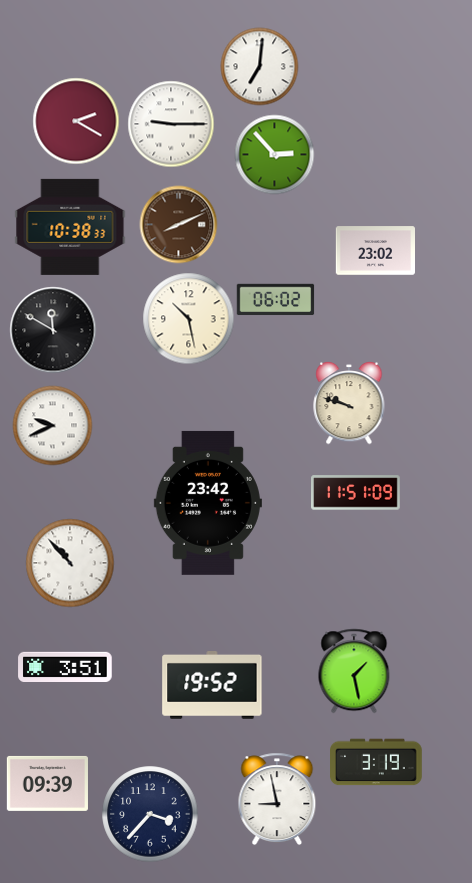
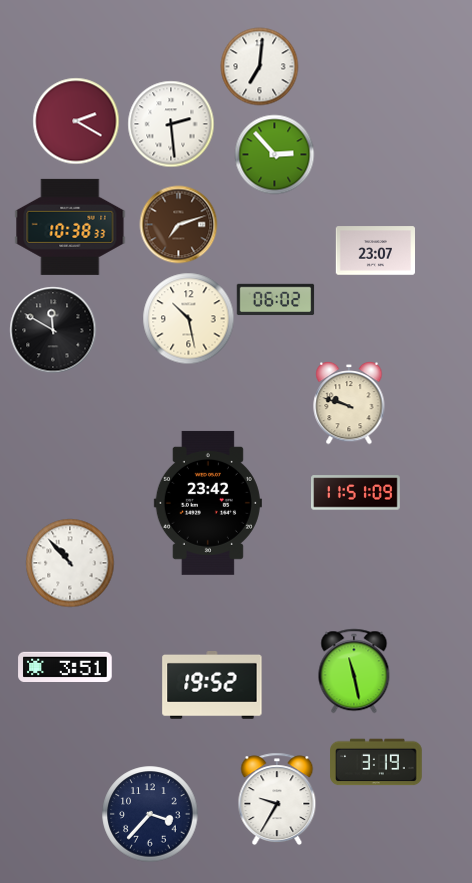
clock at (171, 124): 9:15 -> 2:29
clock at (178, 224): 8:11 -> 7:12
clock at (375, 251): 23:02 -> 23:07
clock at (52, 425): 9:41 -> none
clock at (354, 671): 1:28 -> 11:28
clock at (47, 783): 09:39 -> none
clock at (277, 799): 8:58 -> 9:35
